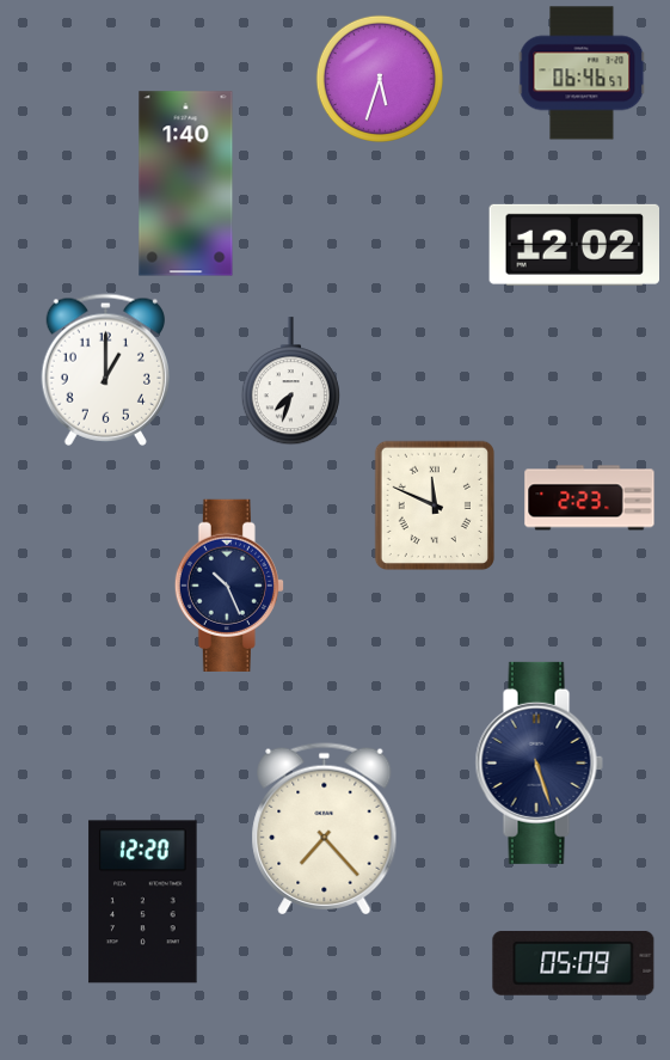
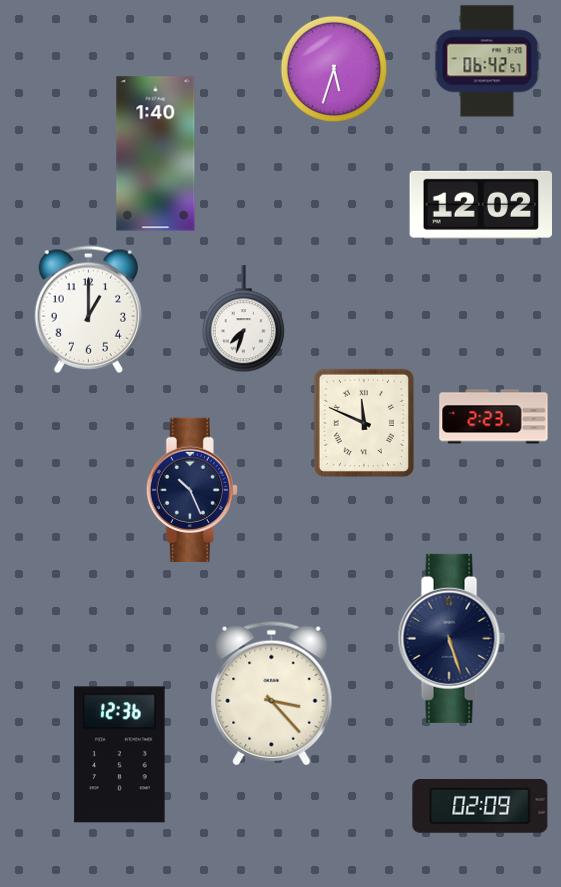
clock at (582, 73): 06:46 -> 06:42
clock at (379, 78) position: (379, 78) -> (333, 68)
clock at (325, 829): 7:23 -> 3:23
clock at (143, 902): 12:20 -> 12:36
clock at (573, 963): 05:09 -> 02:09
